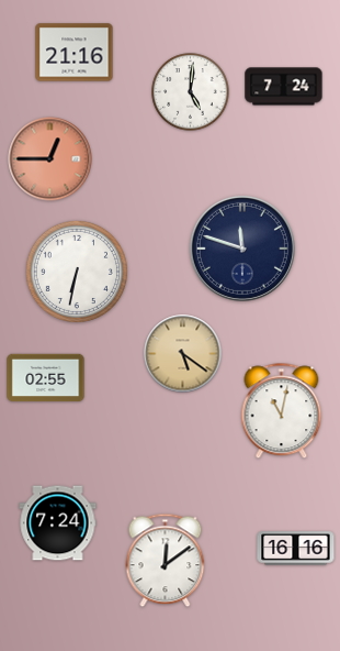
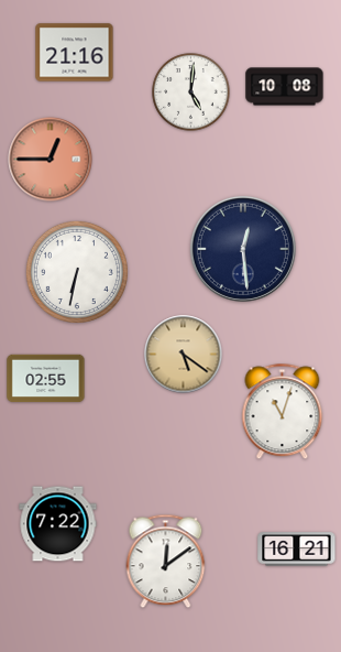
clock at (284, 87): 7:24 -> 10:08
clock at (242, 249): 11:48 -> 12:29
clock at (282, 411): 11:02 -> 11:03
clock at (58, 523): 7:24 -> 7:22
clock at (296, 549): 16:16 -> 16:21
